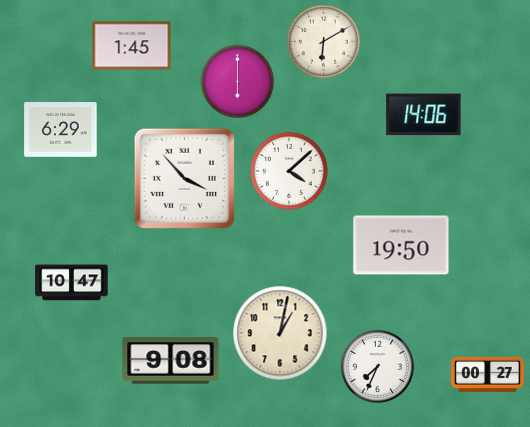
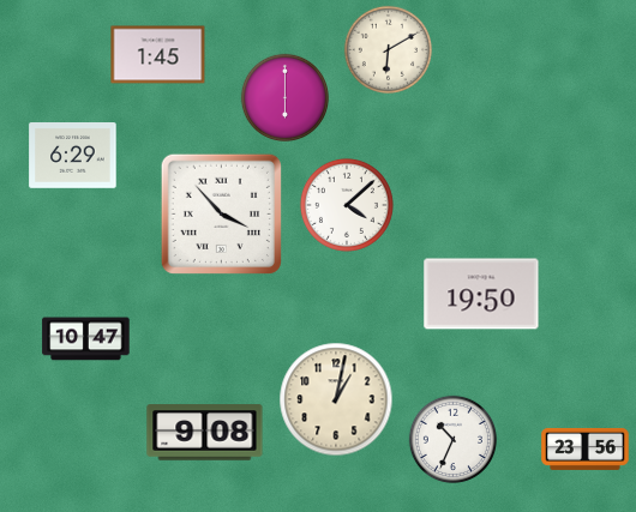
clock at (424, 115): 14:06 -> none
clock at (377, 366): 7:34 -> 10:34
clock at (488, 374): 00:27 -> 23:56
